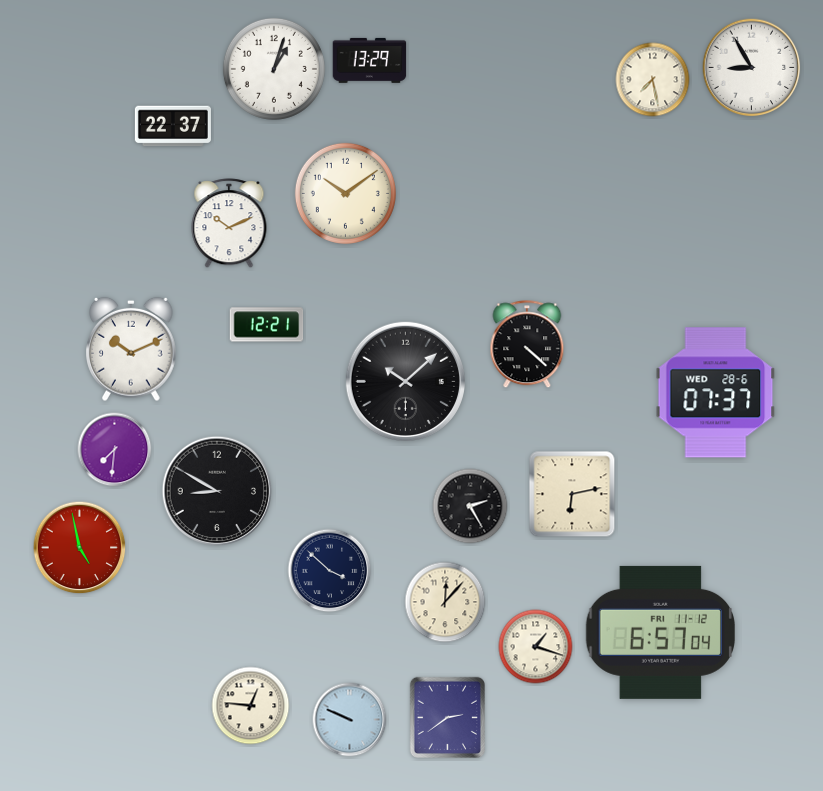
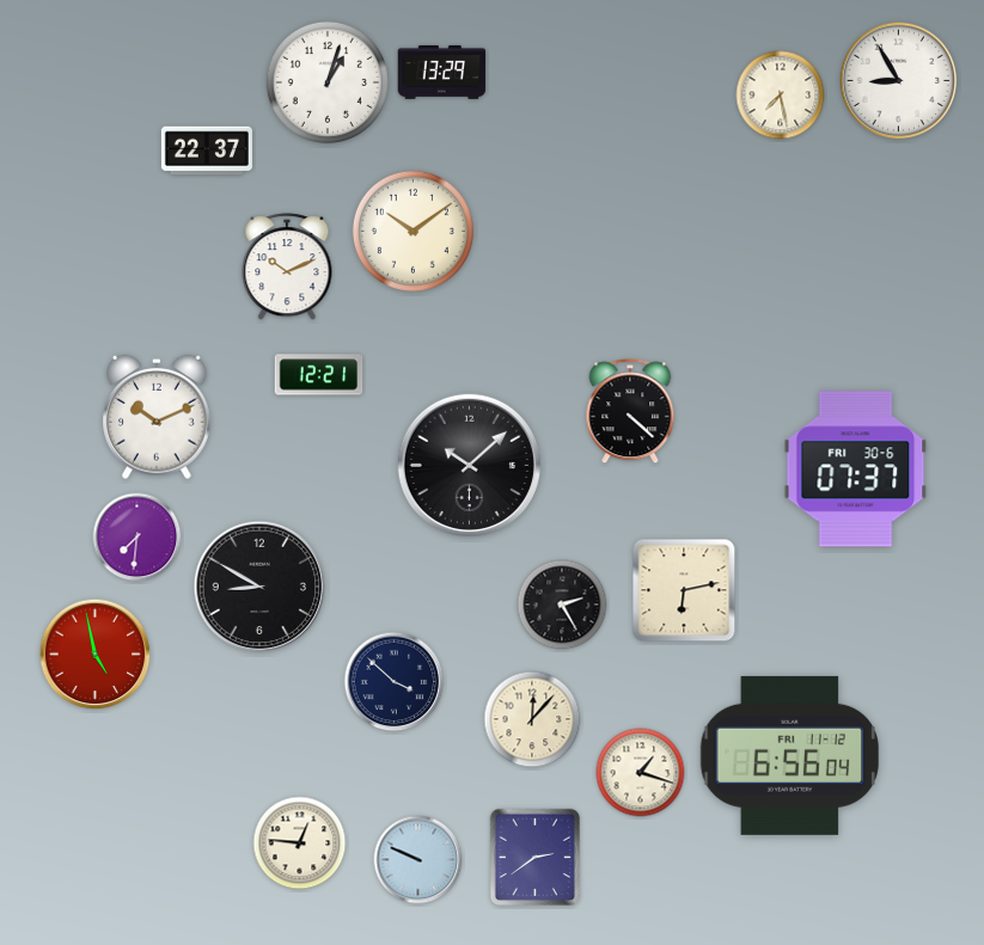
clock at (229, 224) position: (229, 224) -> (287, 268)
clock at (267, 325) position: (267, 325) -> (319, 375)
clock at (405, 381) position: (405, 381) -> (469, 465)
clock at (716, 393) date: WED 28-6 -> FRI 30-6
clock at (661, 632): 6:57 -> 6:56
